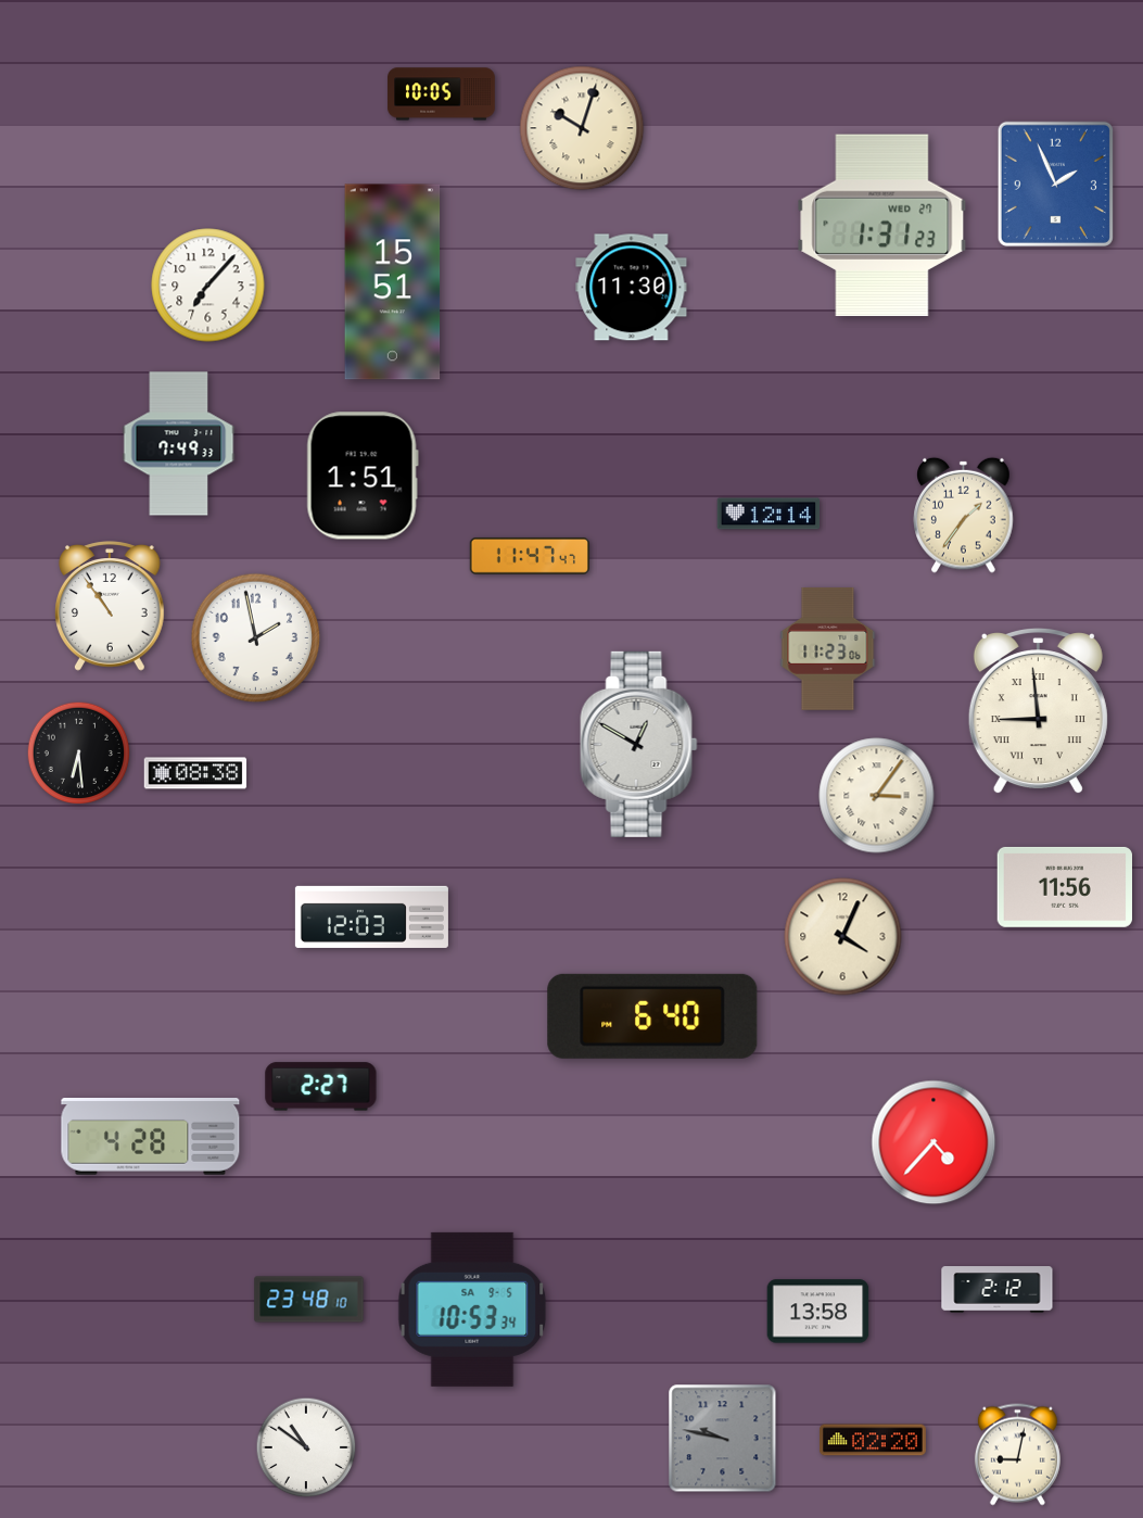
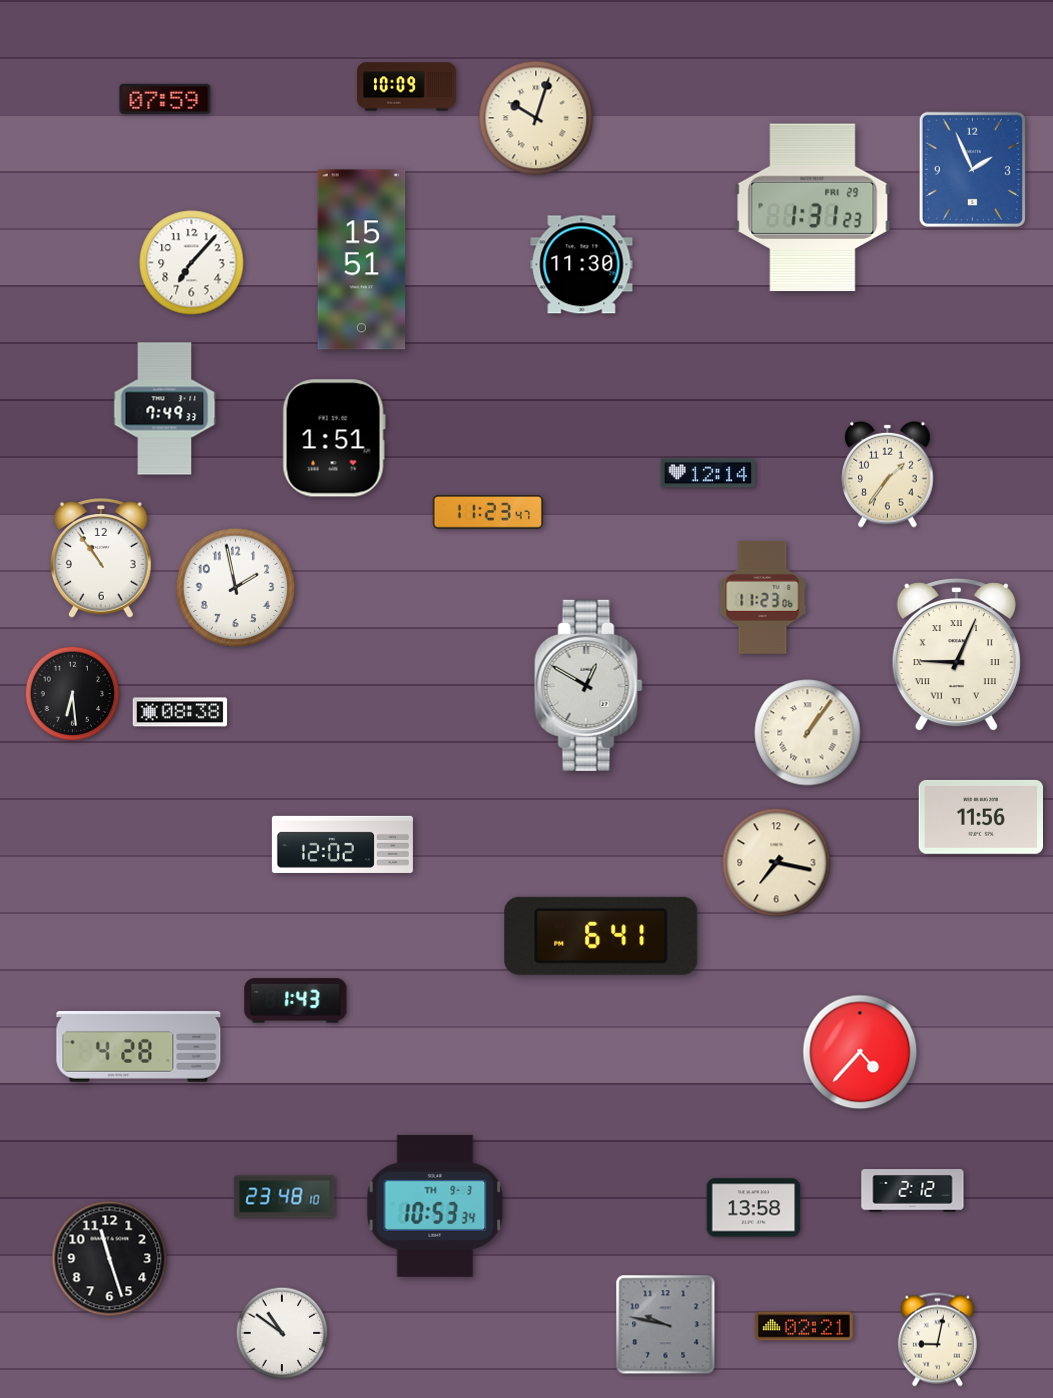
clock at (442, 94): 10:05 -> 10:09
clock at (165, 99): none -> 07:59
clock at (882, 226) date: WED 27 -> FRI 29
clock at (530, 556): 11:47 -> 11:23
clock at (1038, 712): 8:59 -> 9:04
clock at (877, 796): 3:06 -> 1:06
clock at (371, 916): 12:03 -> 12:02
clock at (843, 937): 4:04 -> 7:17
clock at (652, 1016): 6:40 -> 6:41
clock at (321, 1087): 2:27 -> 1:43
clock at (998, 1290) position: (998, 1290) -> (913, 1191)
clock at (472, 1310) date: SA 9-5 -> TH 9-3
clock at (110, 1259): none -> 11:27
clock at (873, 1440): 02:20 -> 02:21
